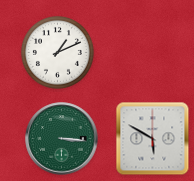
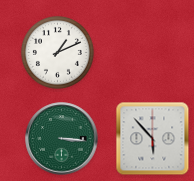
clock at (153, 139): 5:50 -> 5:53
